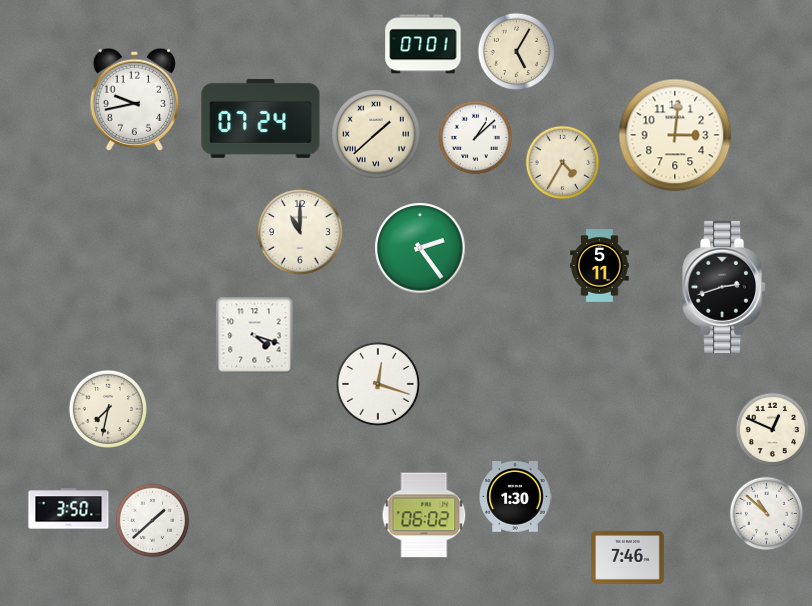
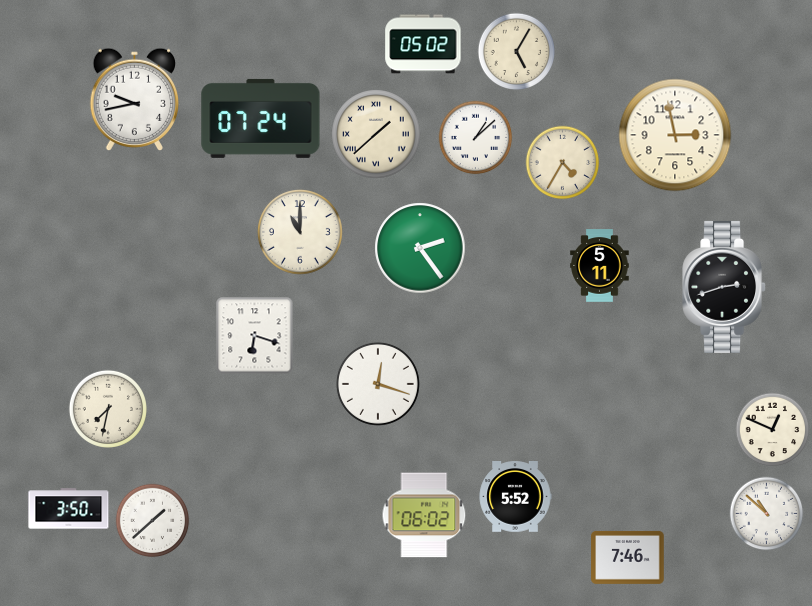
clock at (423, 44): 07:01 -> 05:02
clock at (675, 135): 3:01 -> 2:58
clock at (255, 336): 4:18 -> 6:18
clock at (515, 497): 1:30 -> 5:52
